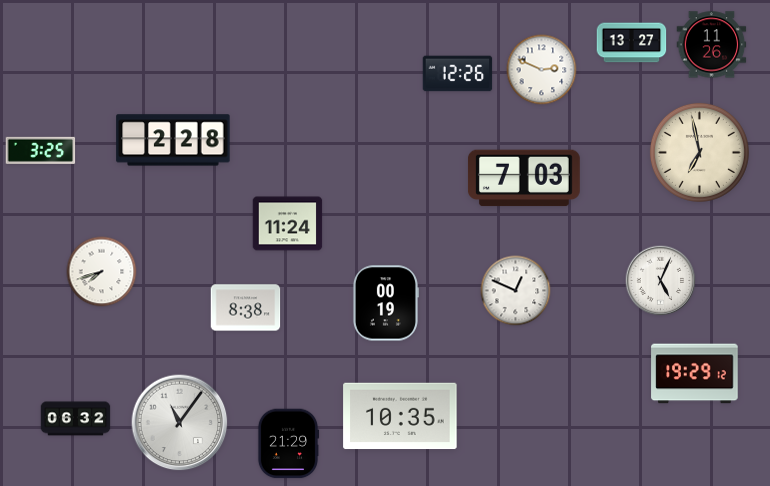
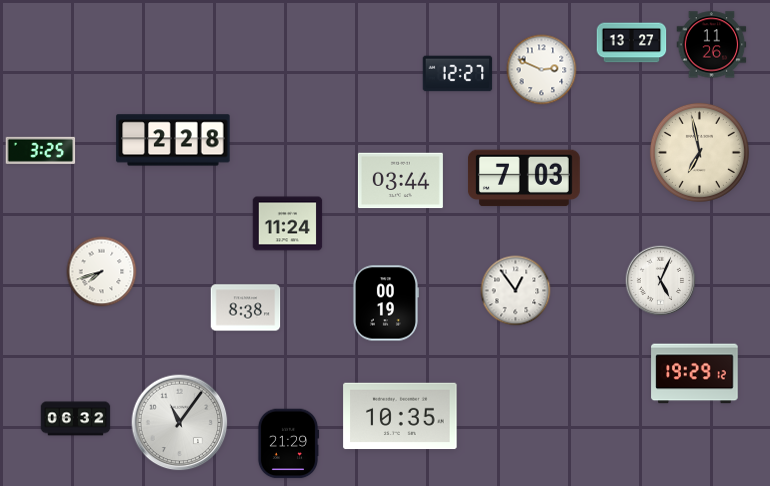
clock at (458, 74): 12:26 -> 12:27
clock at (400, 181): none -> 03:44
clock at (516, 291): 12:49 -> 12:54
